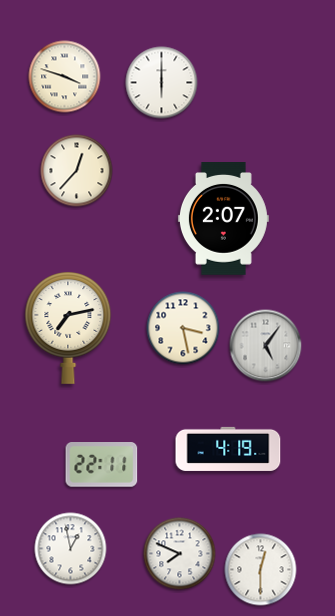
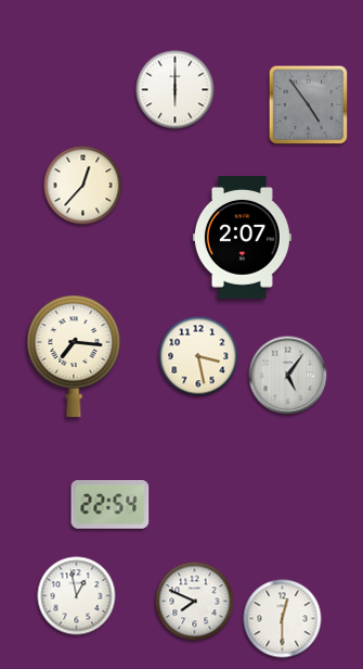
clock at (65, 77): 3:48 -> none
clock at (309, 105): none -> 4:54
clock at (68, 327): 7:13 -> 7:16
clock at (228, 449): 4:19 -> none
clock at (102, 465): 22:11 -> 22:54
